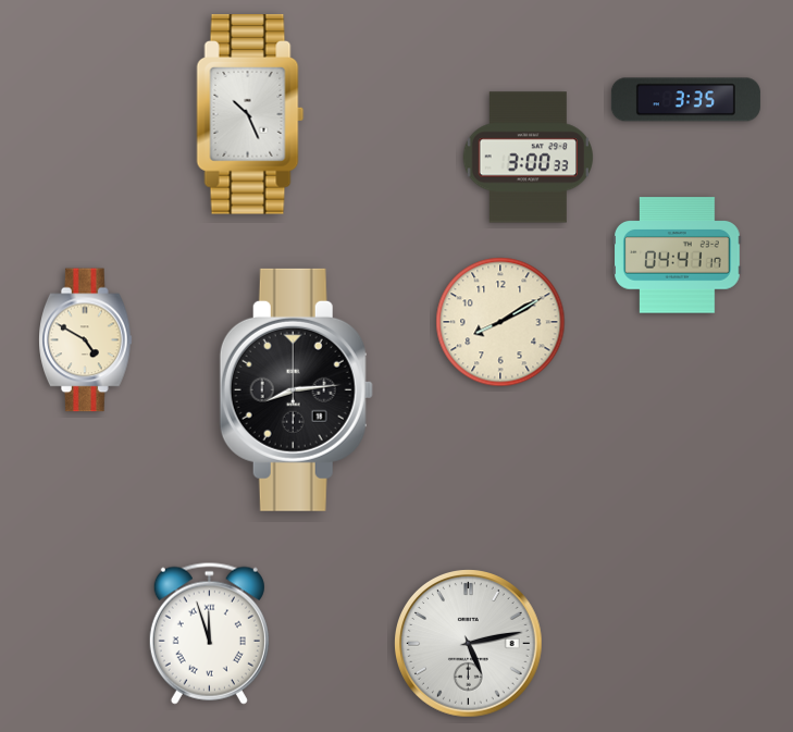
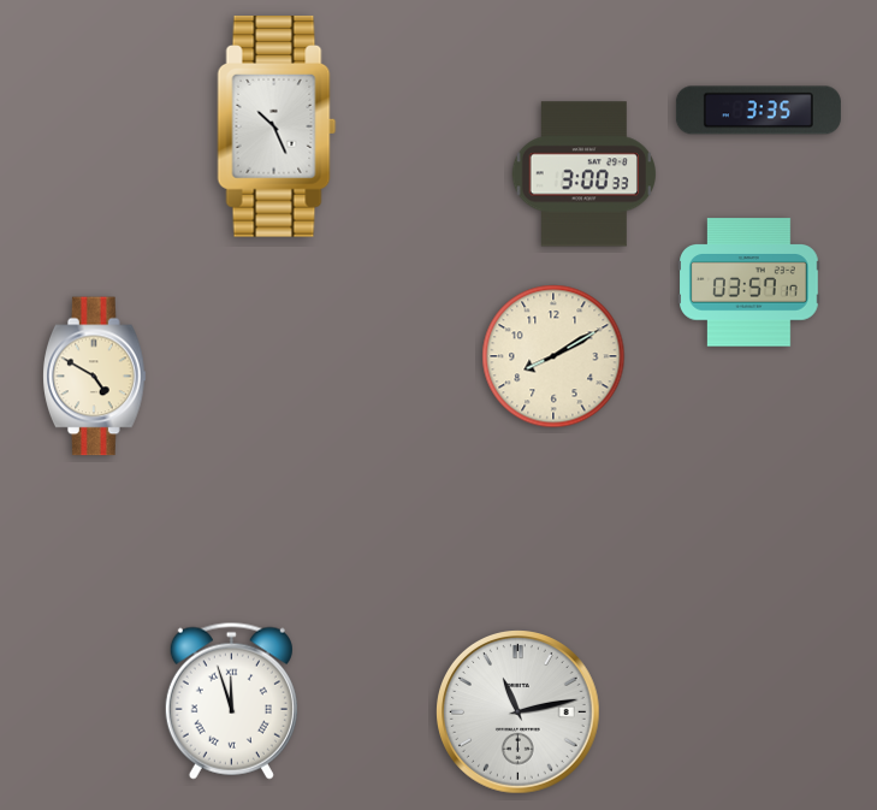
clock at (678, 256): 04:41 -> 03:57
clock at (296, 389): 8:14 -> none
clock at (469, 644): 5:13 -> 11:13
